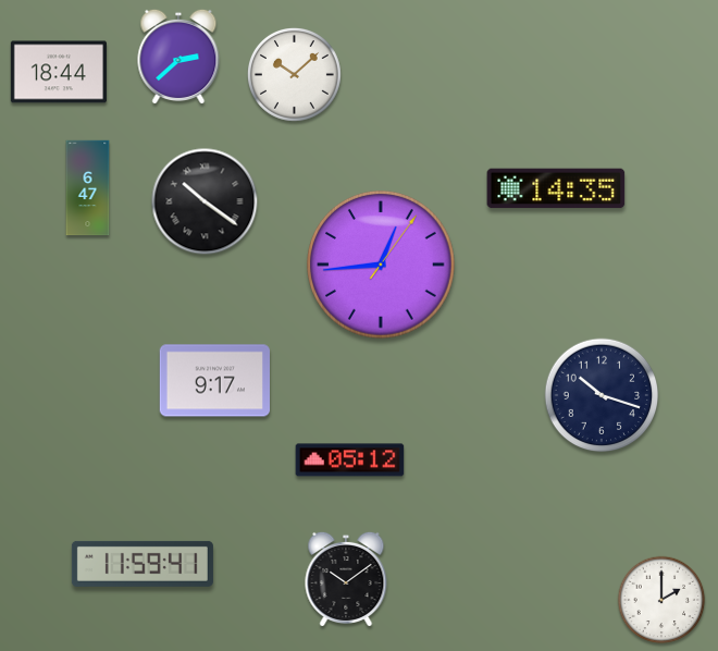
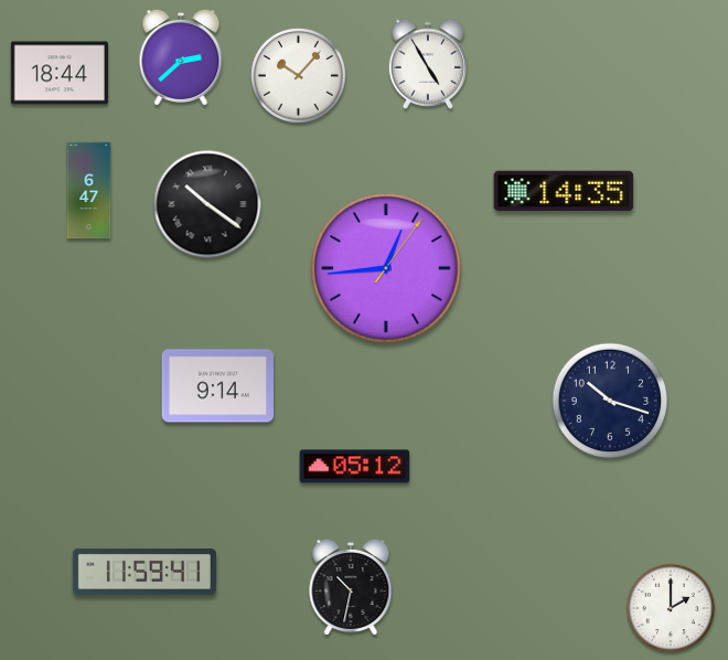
clock at (427, 64): none -> 4:55
clock at (295, 75): 10:08 -> 10:07
clock at (214, 381): 9:17 -> 9:14
clock at (346, 579): 10:09 -> 10:32
